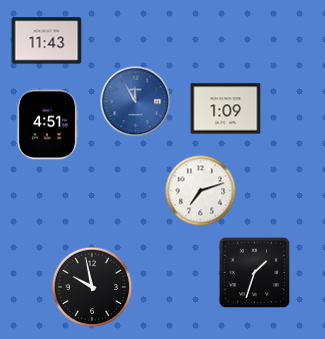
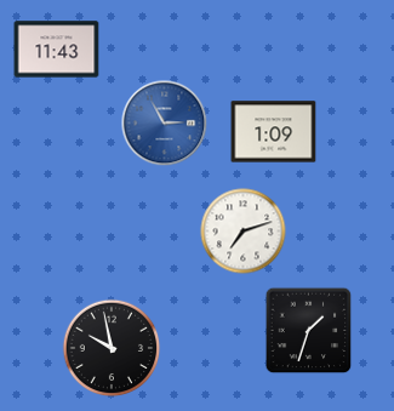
clock at (136, 102): 11:55 -> 2:55
clock at (47, 125): 4:51 -> none
